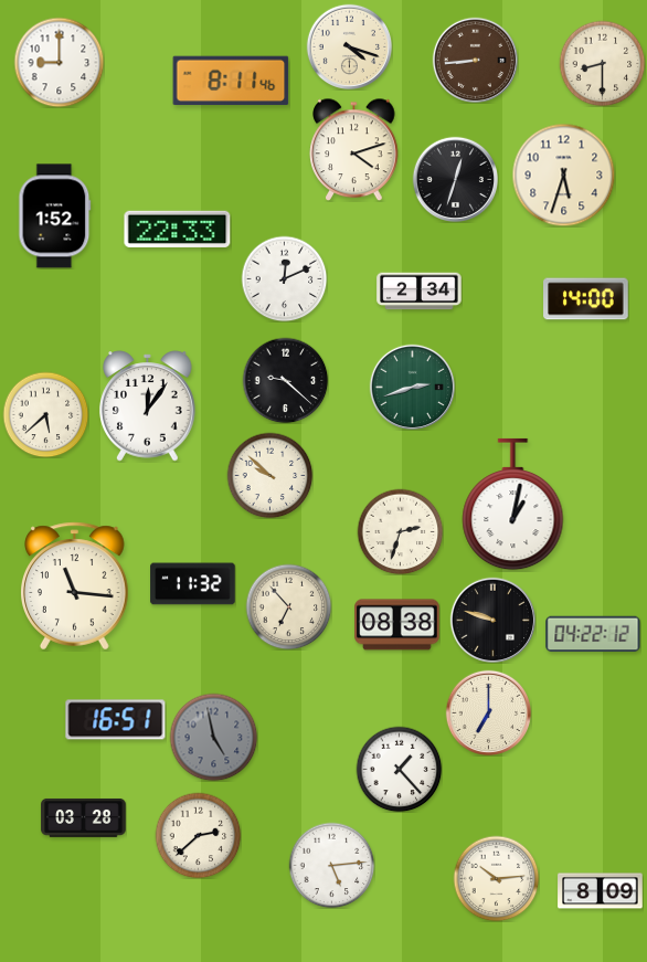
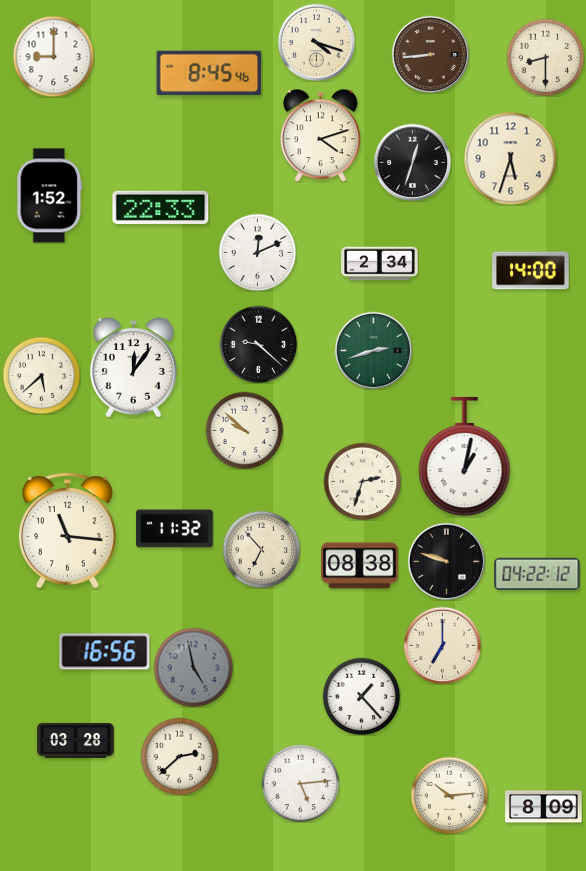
clock at (231, 81): 8:11 -> 8:45
clock at (116, 720): 16:51 -> 16:56
